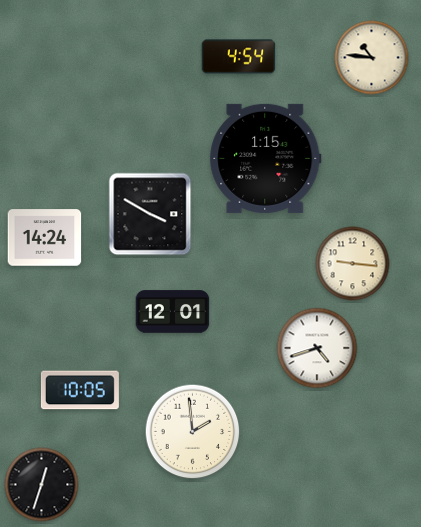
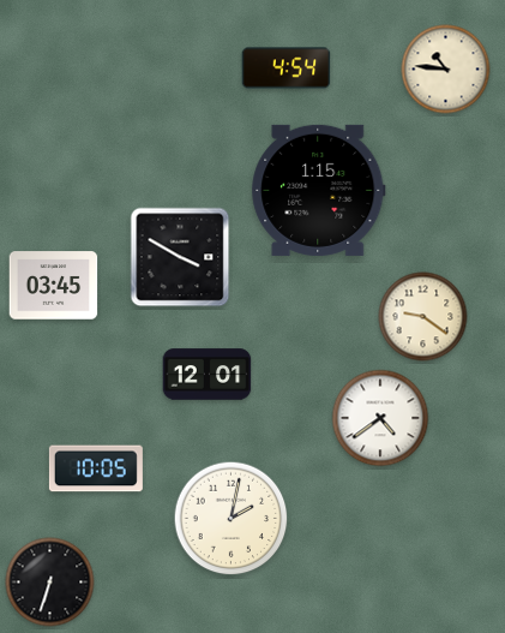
clock at (45, 238): 14:24 -> 03:45
clock at (353, 264): 9:16 -> 9:21
clock at (317, 348): 4:42 -> 4:39
clock at (193, 432): 1:59 -> 2:02
clock at (42, 485): 12:33 -> 6:33
